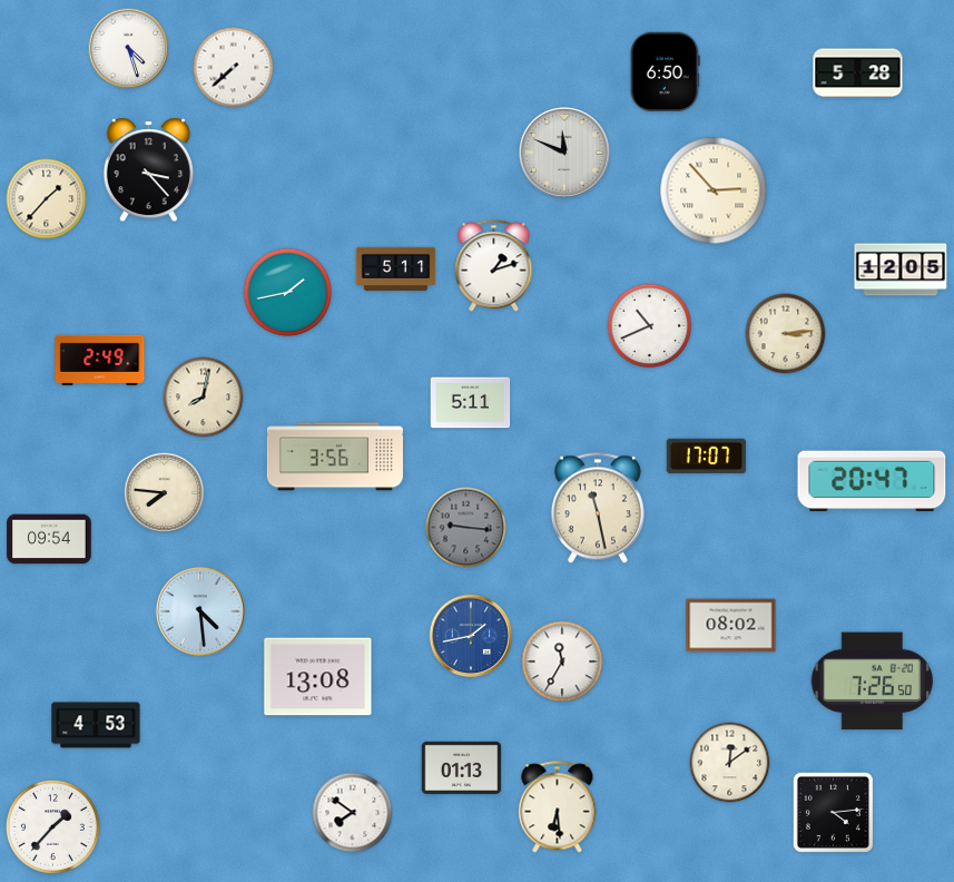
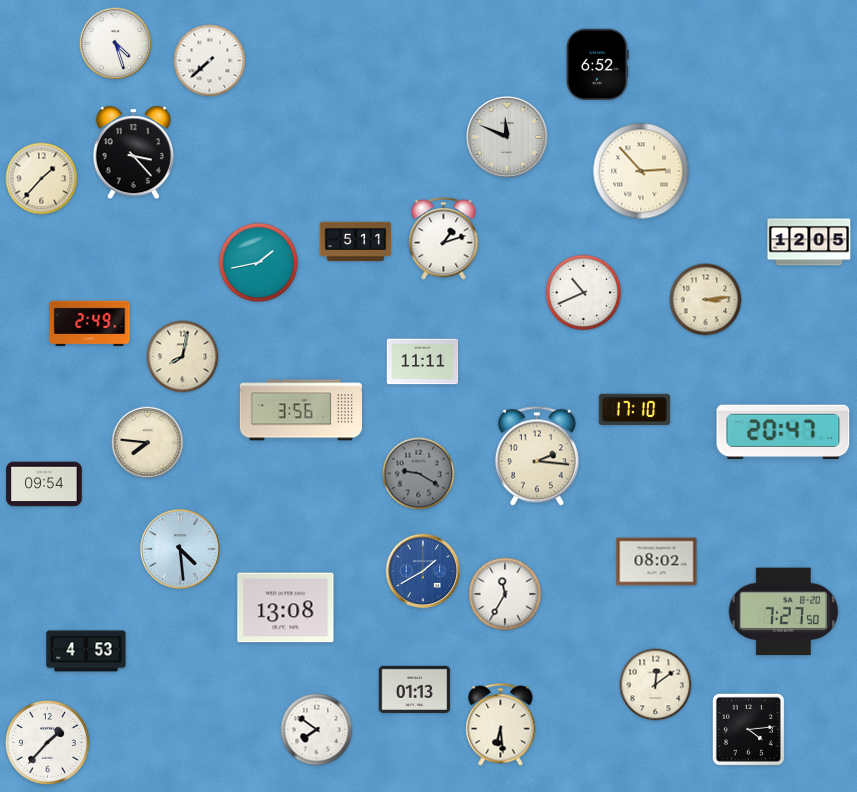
clock at (665, 72): 6:50 -> 6:52
clock at (858, 73): 5:28 -> none
clock at (471, 403): 5:11 -> 11:11
clock at (707, 457): 17:07 -> 17:10
clock at (598, 508): 11:28 -> 2:16
clock at (466, 528): 9:16 -> 9:20
clock at (471, 636): 1:43 -> 1:40
clock at (873, 682): 7:26 -> 7:27
